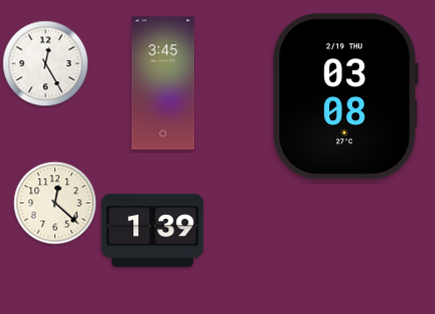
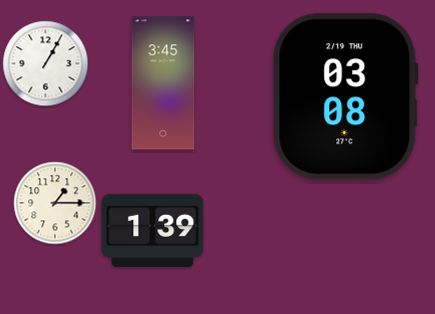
clock at (46, 64): 12:25 -> 1:05
clock at (55, 203): 12:22 -> 1:15
